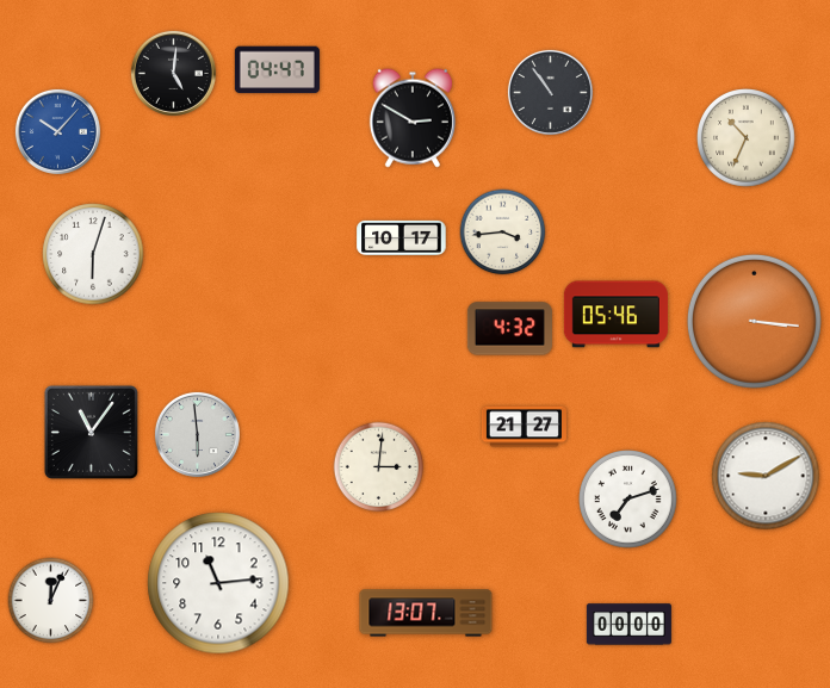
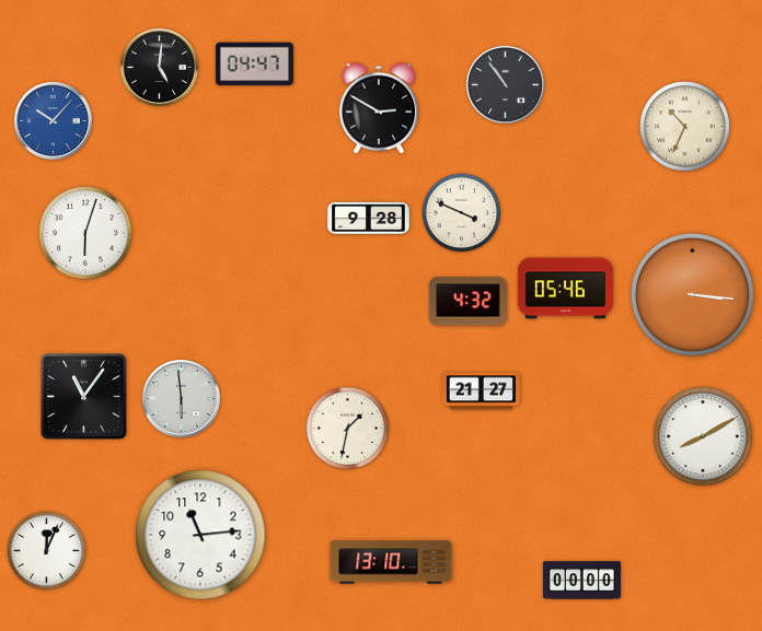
clock at (503, 233): 3:44 -> 3:49
clock at (402, 237): 10:17 -> 9:28
clock at (379, 467): 3:01 -> 1:32
clock at (766, 476): 9:10 -> 8:10
clock at (628, 500): 7:12 -> none
clock at (426, 613): 13:07 -> 13:10
clock at (628, 625) position: (628, 625) -> (581, 581)
